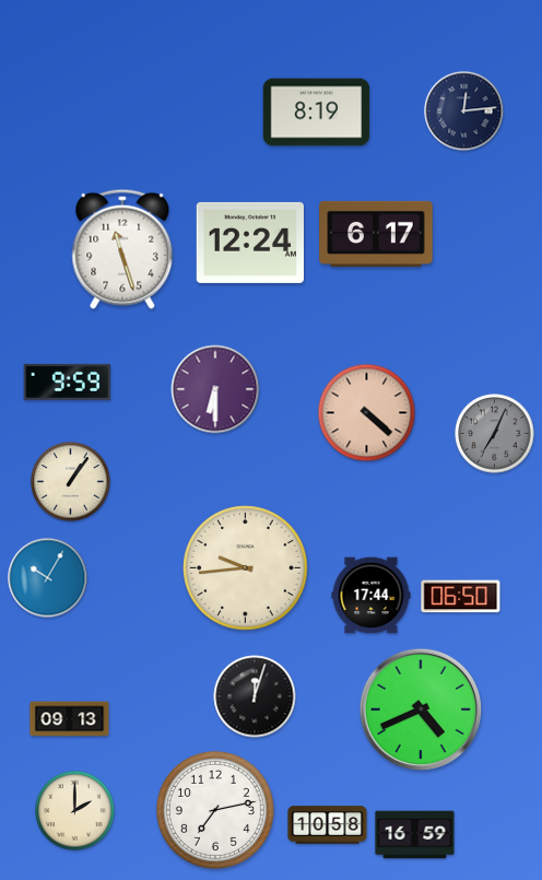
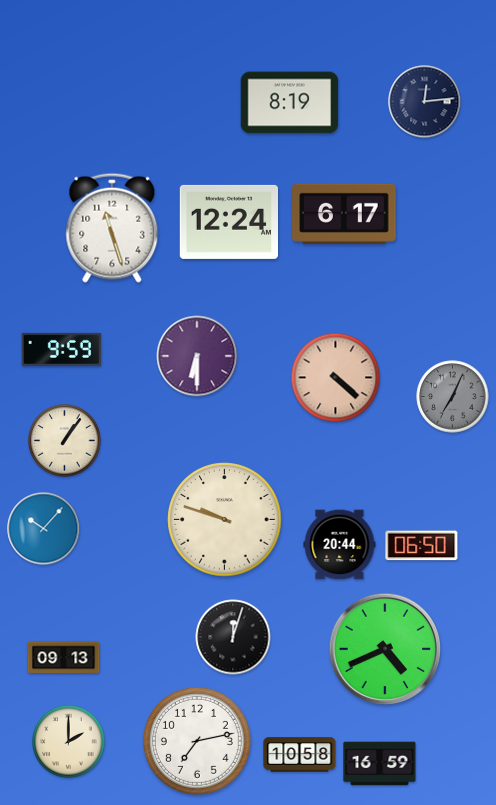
clock at (246, 568): 9:44 -> 9:48
clock at (48, 578): 10:05 -> 10:07
clock at (372, 596): 17:44 -> 20:44
